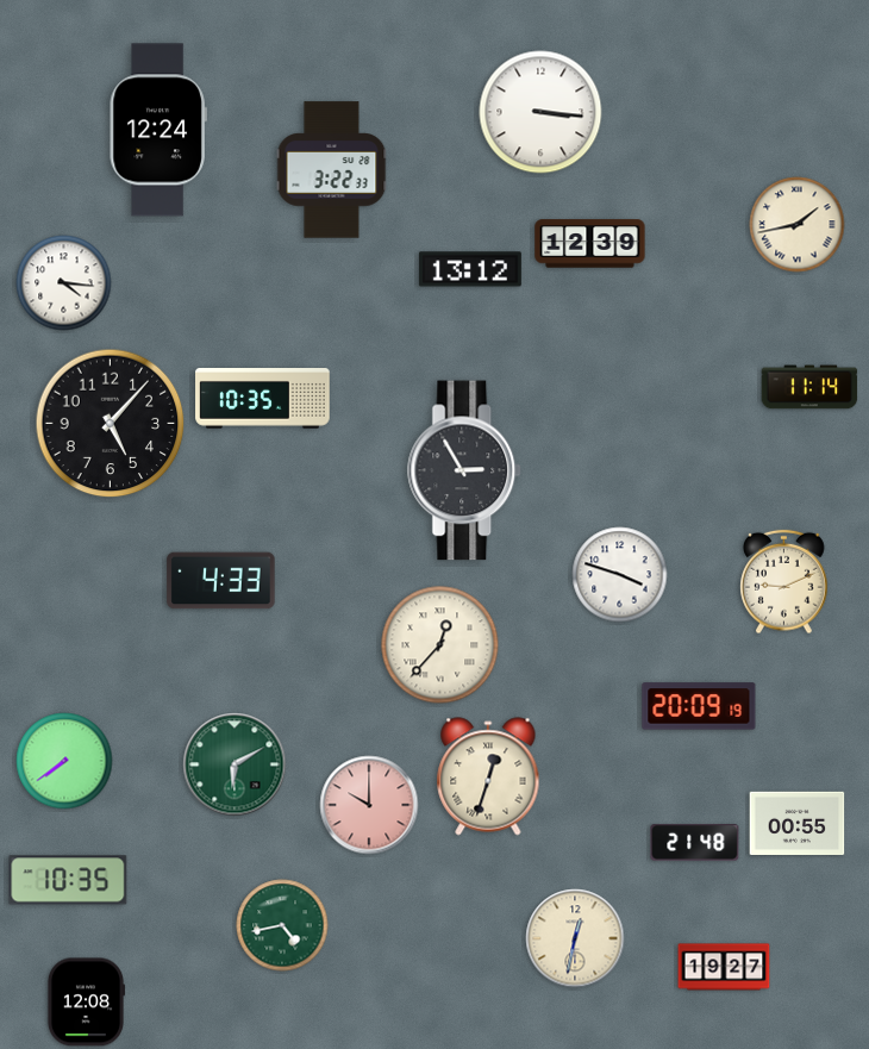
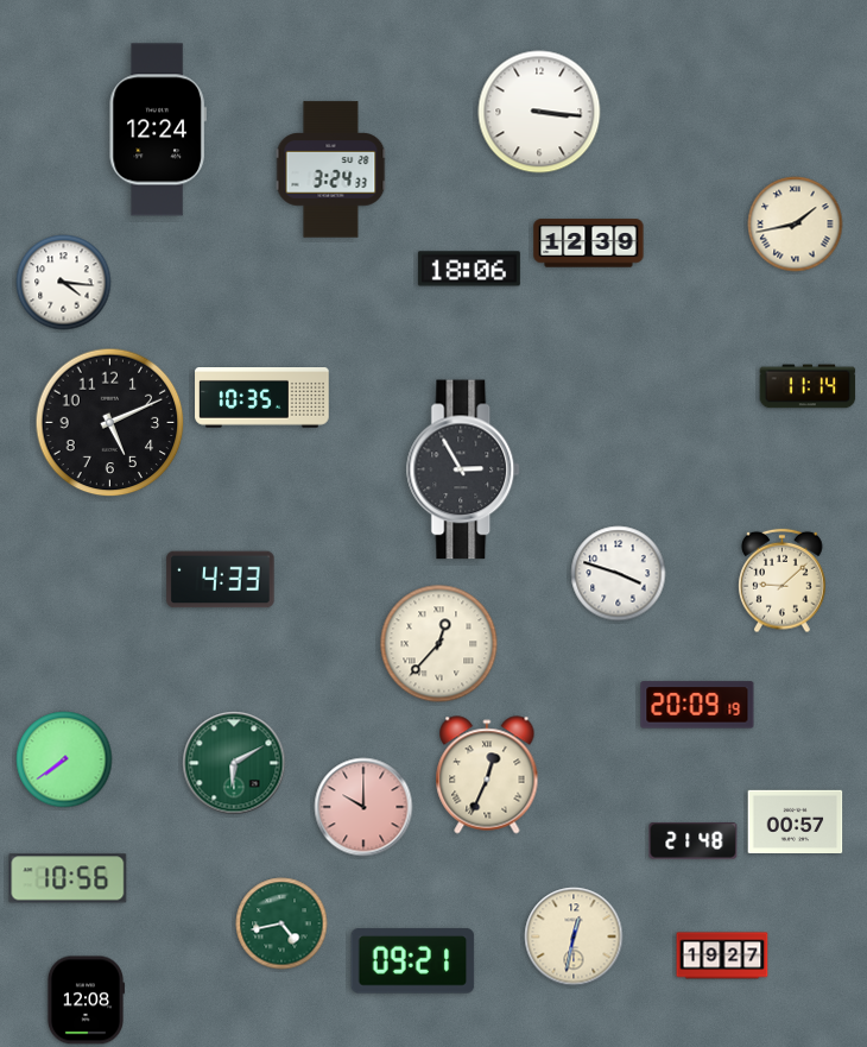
clock at (332, 170): 3:22 -> 3:24
clock at (470, 269): 13:12 -> 18:06
clock at (111, 424): 5:07 -> 5:11
clock at (784, 582): 9:11 -> 9:08
clock at (488, 776): 12:33 -> 12:34
clock at (369, 805) position: (369, 805) -> (363, 807)
clock at (798, 824): 00:55 -> 00:57
clock at (68, 880): 10:35 -> 10:56
clock at (413, 961): none -> 09:21
clock at (724, 967) position: (724, 967) -> (722, 955)
